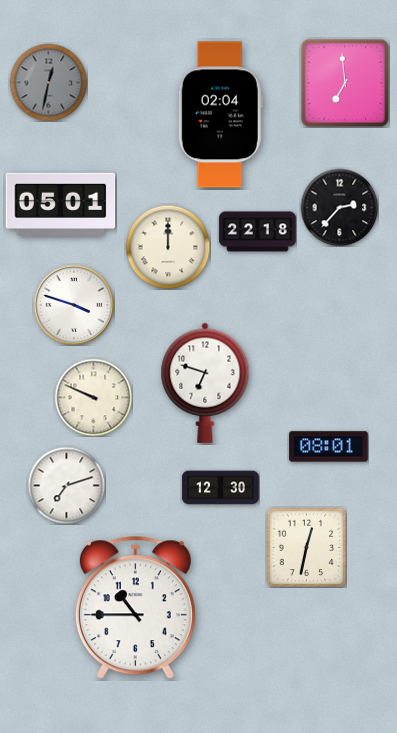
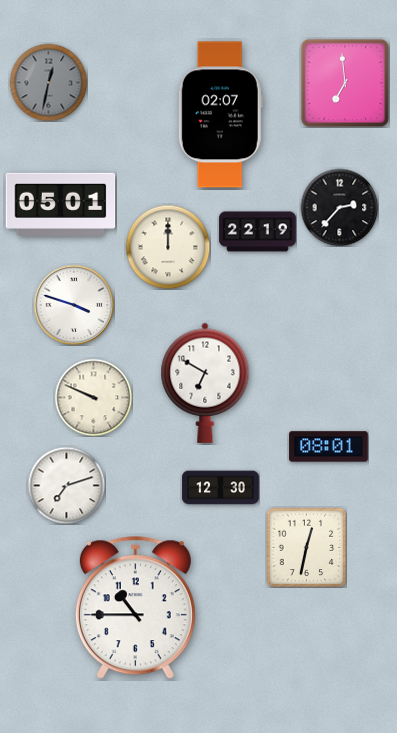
clock at (220, 115): 02:04 -> 02:07
clock at (258, 232): 22:18 -> 22:19
clock at (205, 383): 6:48 -> 6:50
